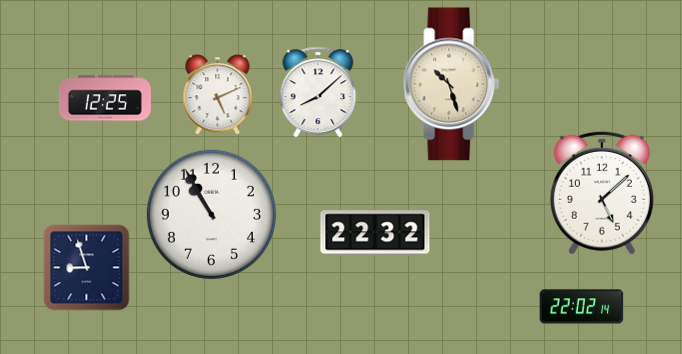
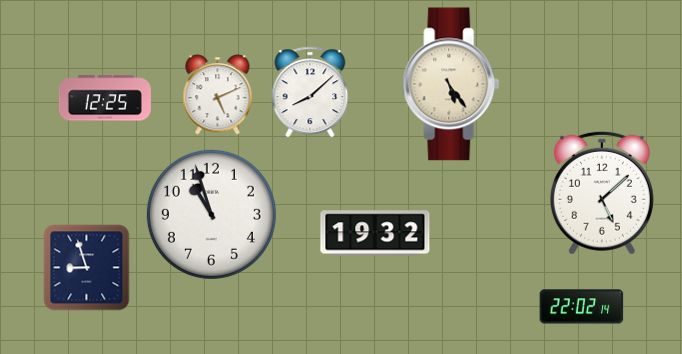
clock at (451, 84): 10:27 -> 5:24
clock at (318, 92) position: (318, 92) -> (310, 92)
clock at (211, 214): 10:55 -> 10:57
clock at (375, 233): 22:32 -> 19:32
